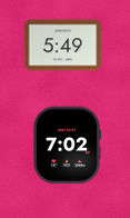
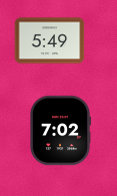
clock at (63, 46) position: (63, 46) -> (50, 41)
